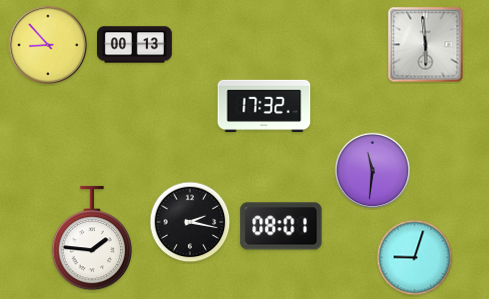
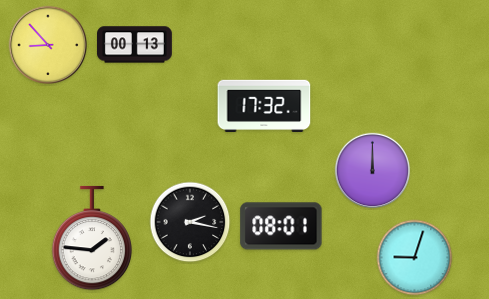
clock at (426, 45): 5:59 -> none
clock at (373, 171): 11:31 -> 12:00
